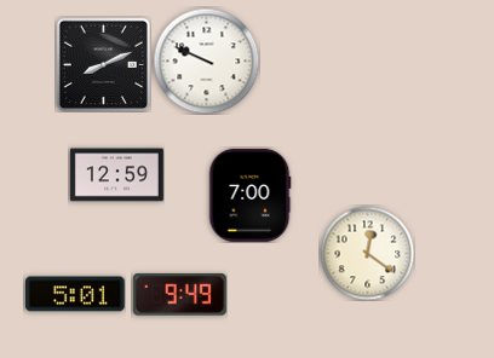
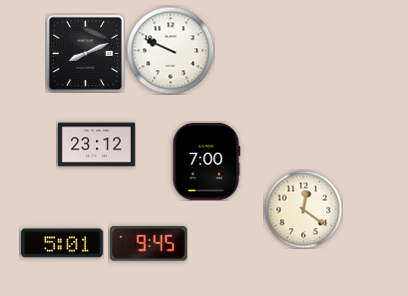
clock at (116, 175): 12:59 -> 23:12
clock at (179, 295): 9:49 -> 9:45
